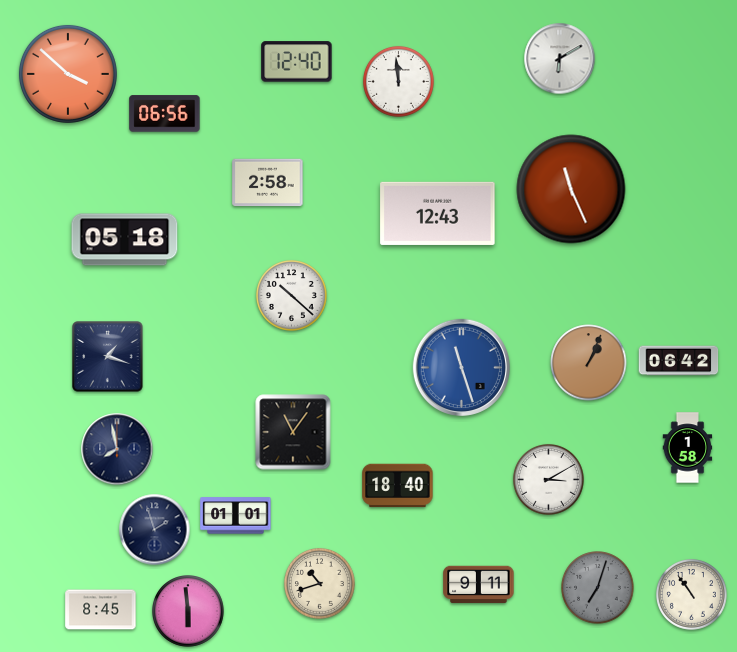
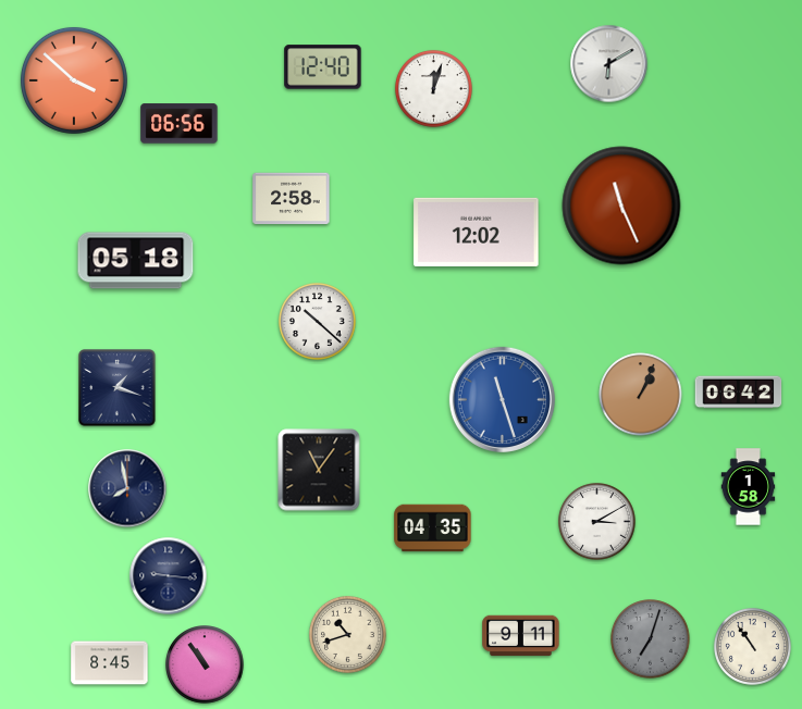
clock at (398, 81): 11:59 -> 12:03
clock at (438, 213): 12:43 -> 12:02
clock at (398, 486): 18:40 -> 04:35
clock at (236, 516): 01:01 -> none
clock at (155, 530): 1:57 -> 9:16
clock at (189, 612): 5:59 -> 10:54
